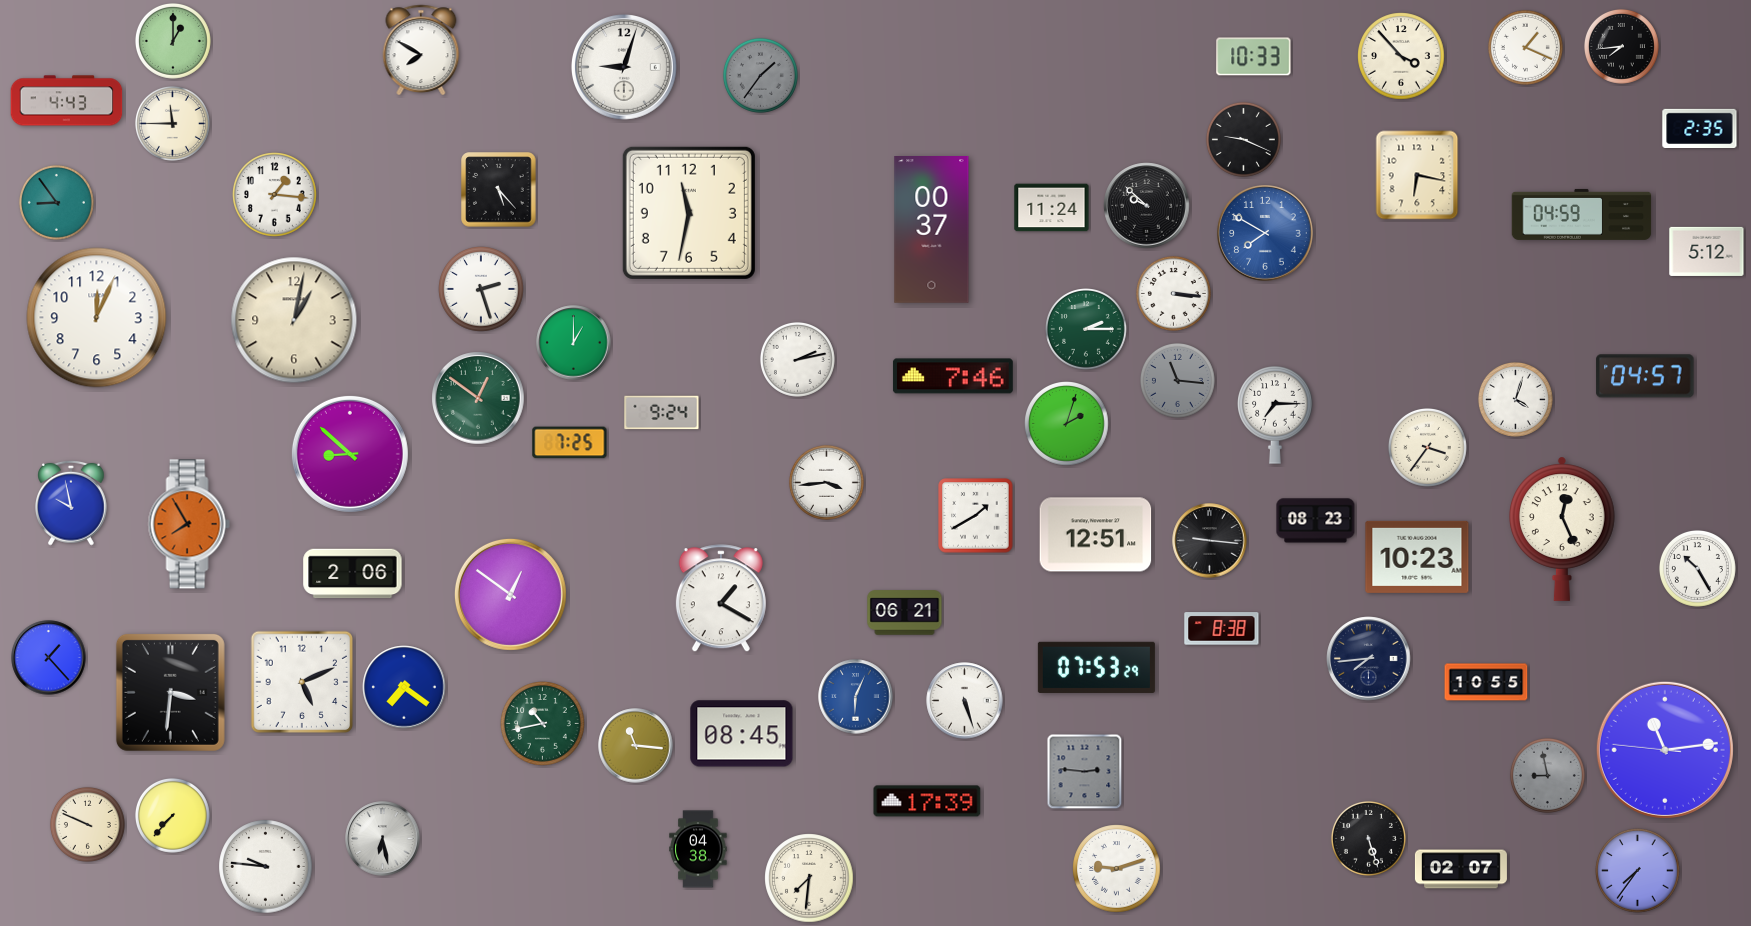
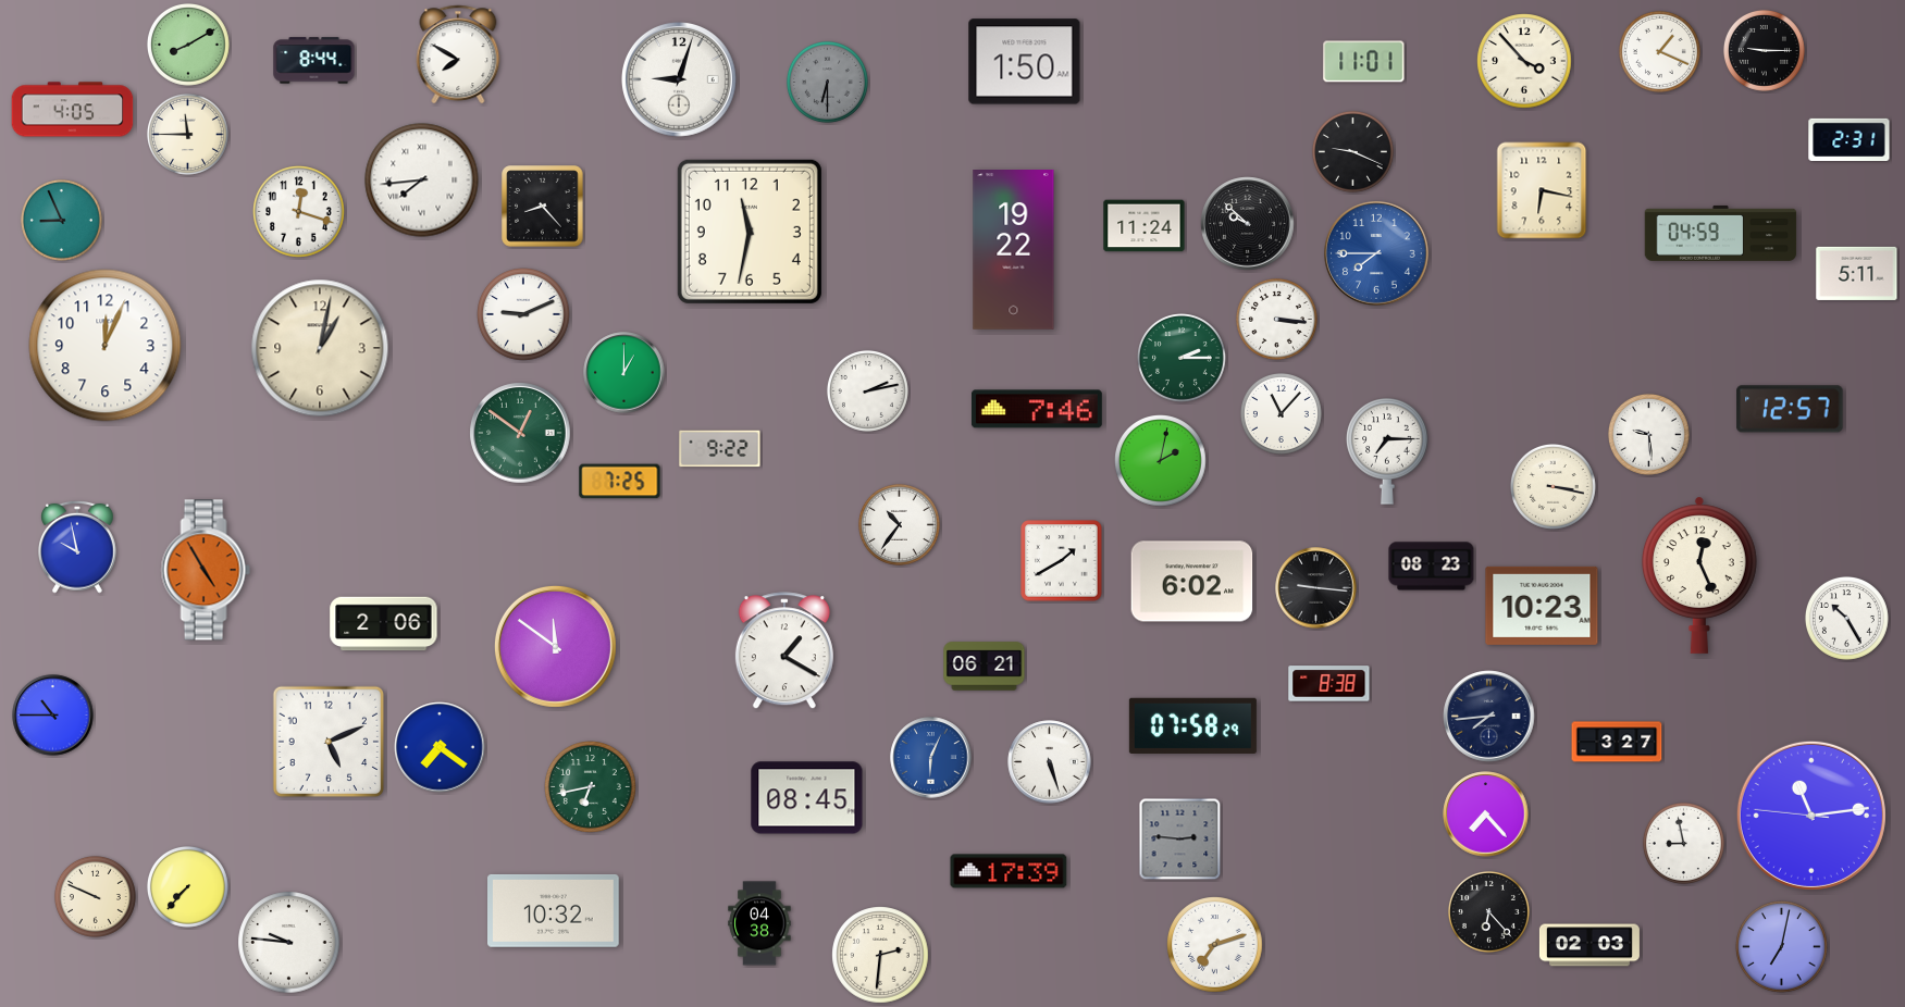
clock at (173, 41): 1:00 -> 8:10
clock at (1621, 46): 7:44 -> 9:15
clock at (314, 61): none -> 8:44
clock at (1025, 62): none -> 1:50
clock at (1254, 57): 10:33 -> 11:01
clock at (624, 67) position: (624, 67) -> (679, 79)
clock at (760, 75): 1:36 -> 6:30
clock at (67, 101): 4:43 -> 4:05
clock at (1700, 128): 2:35 -> 2:31
clock at (422, 181): none -> 7:44
clock at (499, 190): 5:23 -> 8:23
clock at (275, 195): 1:16 -> 12:18
clock at (56, 202): 8:54 -> 8:56
clock at (932, 230): 00:37 -> 19:22
clock at (1266, 234): 7:50 -> 7:45
clock at (1707, 251): 5:12 -> 5:11
clock at (481, 289): 2:27 -> 9:11
clock at (1645, 376): 04:57 -> 12:57
clock at (1177, 380): 11:16 -> 11:07
clock at (1177, 380) dial: grey -> white
clock at (1515, 399): 4:03 -> 9:29
clock at (662, 413): 9:24 -> 9:22
clock at (1067, 424): 2:03 -> 2:02
clock at (1427, 447): 3:36 -> 3:17
clock at (350, 454): 8:52 -> none
clock at (826, 482): 3:44 -> 10:36
clock at (189, 524): 7:55 -> 4:55
clock at (1096, 535): 12:51 -> 6:02
clock at (510, 594): 12:51 -> 11:51
clock at (49, 658): 1:23 -> 10:45
clock at (1096, 667): 07:53 -> 07:58
clock at (1486, 682): 10:55 -> 3:27
clock at (170, 692): 3:31 -> none
clock at (543, 724): 10:43 -> 6:43
clock at (636, 746): 11:16 -> none
clock at (1486, 815): none -> 7:23
clock at (1547, 775) dial: grey -> white
clock at (554, 910): none -> 10:32
clock at (1368, 838): 5:27 -> 6:23
clock at (383, 839): 6:28 -> none
clock at (1117, 869): 9:12 -> 7:12
clock at (1461, 869): 02:07 -> 02:03
clock at (1638, 871): 7:36 -> 7:02
clock at (809, 878): 7:31 -> 2:31
